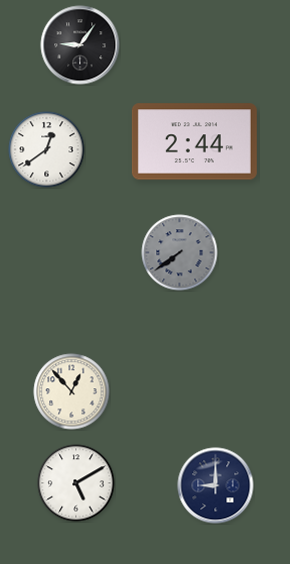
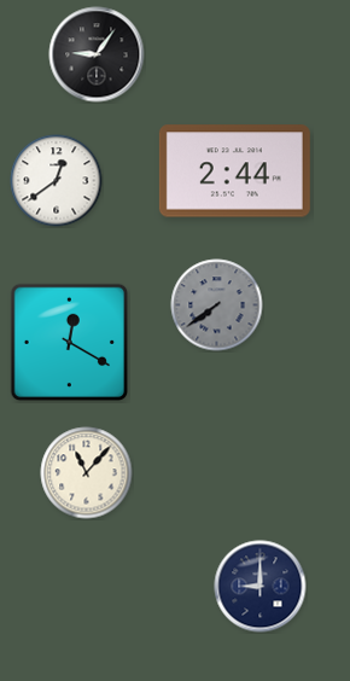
clock at (70, 343): none -> 12:20
clock at (72, 392): 12:53 -> 11:07
clock at (76, 483): 5:10 -> none
